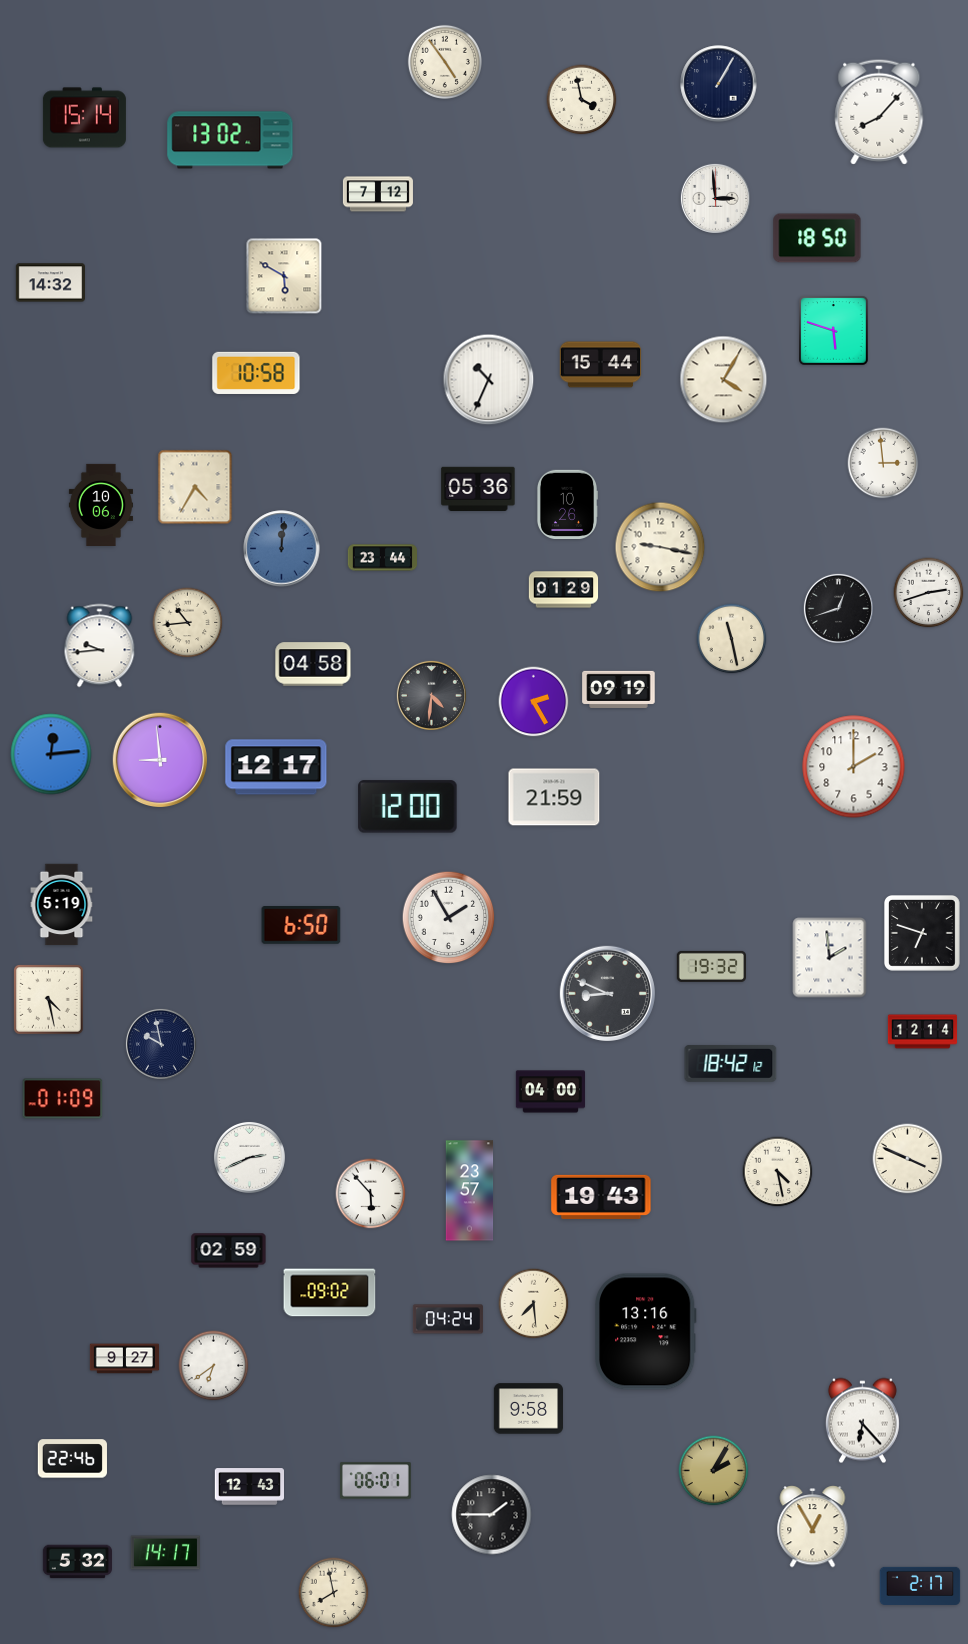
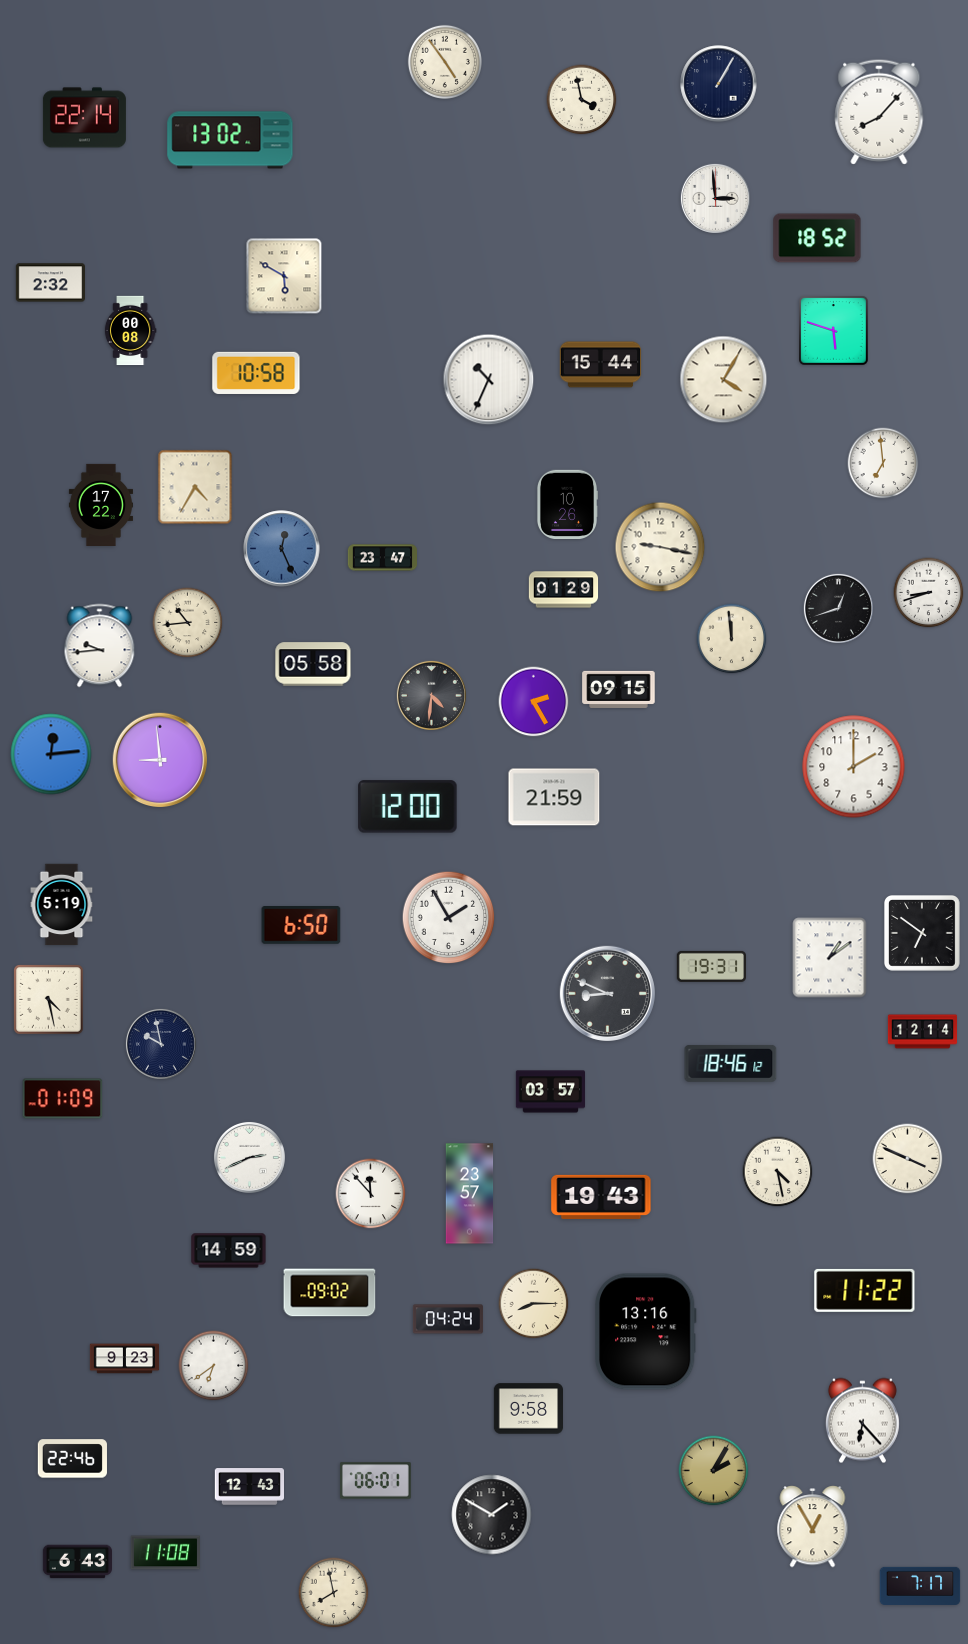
clock at (84, 118): 15:14 -> 22:14
clock at (378, 194): 7:12 -> none
clock at (817, 238): 18:50 -> 18:52
clock at (50, 283): 14:32 -> 2:32
clock at (130, 331): none -> 00:08
clock at (883, 463): 2:59 -> 6:59
clock at (478, 488): 05:36 -> none
clock at (100, 504): 10:06 -> 17:22
clock at (282, 549): 12:01 -> 12:26
clock at (382, 558): 23:44 -> 23:47
clock at (929, 593): 2:42 -> 8:42
clock at (732, 639): 11:28 -> 11:59
clock at (313, 664): 04:58 -> 05:58
clock at (619, 689): 09:19 -> 09:15
clock at (276, 767): 12:17 -> none
clock at (923, 934): 6:48 -> 6:51
clock at (830, 958): 1:59 -> 1:09
clock at (711, 966): 19:32 -> 19:31
clock at (731, 1063): 18:42 -> 18:46
clock at (551, 1092): 04:00 -> 03:57
clock at (470, 1191) position: (470, 1191) -> (470, 1194)
clock at (371, 1194): 5:53 -> 11:53
clock at (229, 1251): 02:59 -> 14:59
clock at (865, 1290): none -> 11:22
clock at (534, 1304): 7:29 -> 8:15
clock at (125, 1359): 9:27 -> 9:23
clock at (492, 1515): 1:45 -> 1:50
clock at (165, 1553): 14:17 -> 11:08
clock at (78, 1562): 5:32 -> 6:43
clock at (920, 1586): 2:17 -> 7:17
